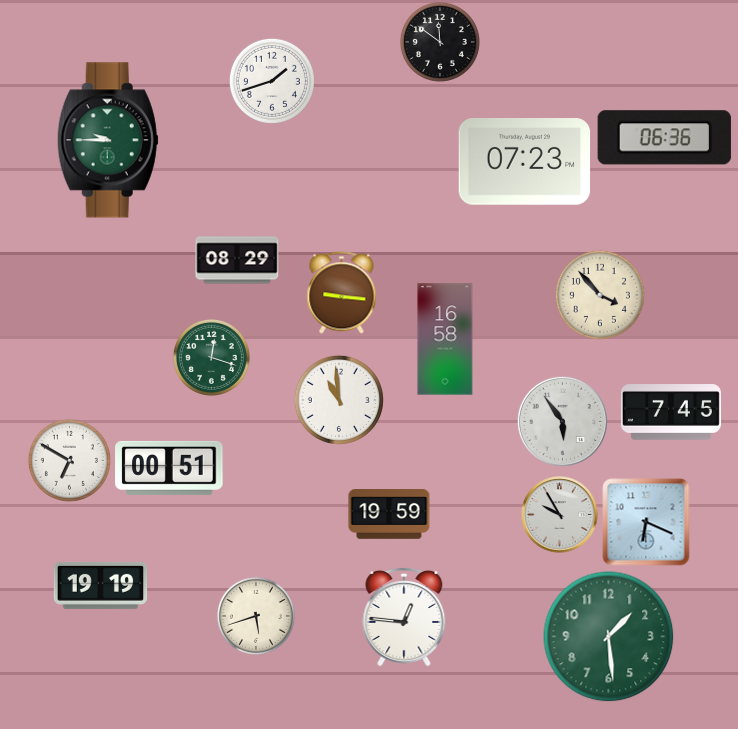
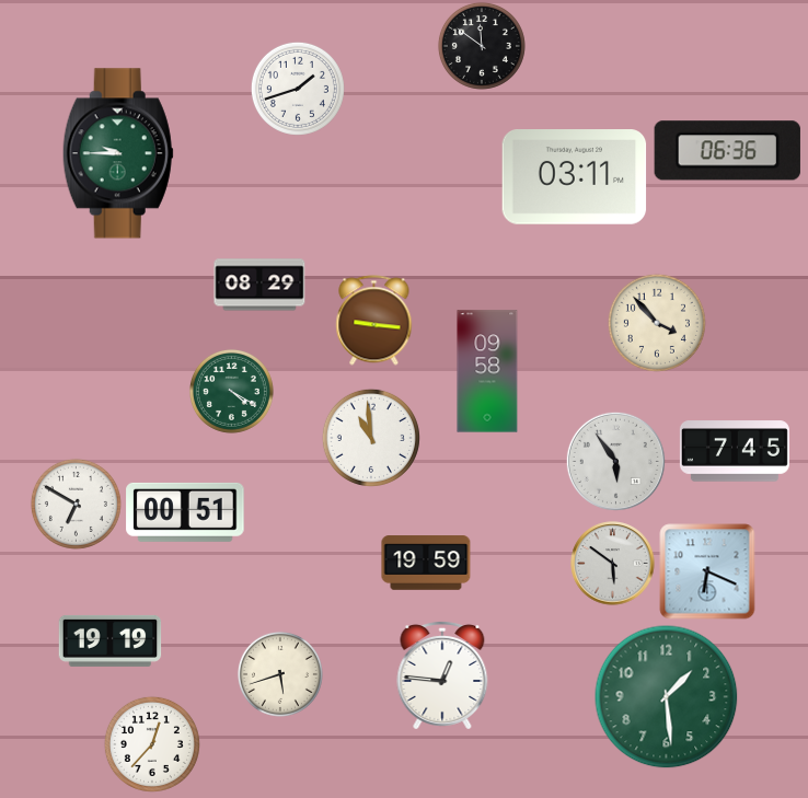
clock at (525, 162): 07:23 -> 03:11
clock at (445, 339): 16:58 -> 09:58
clock at (211, 357): 12:18 -> 4:20
clock at (560, 515): 9:55 -> 5:51
clock at (152, 744): none -> 12:37
